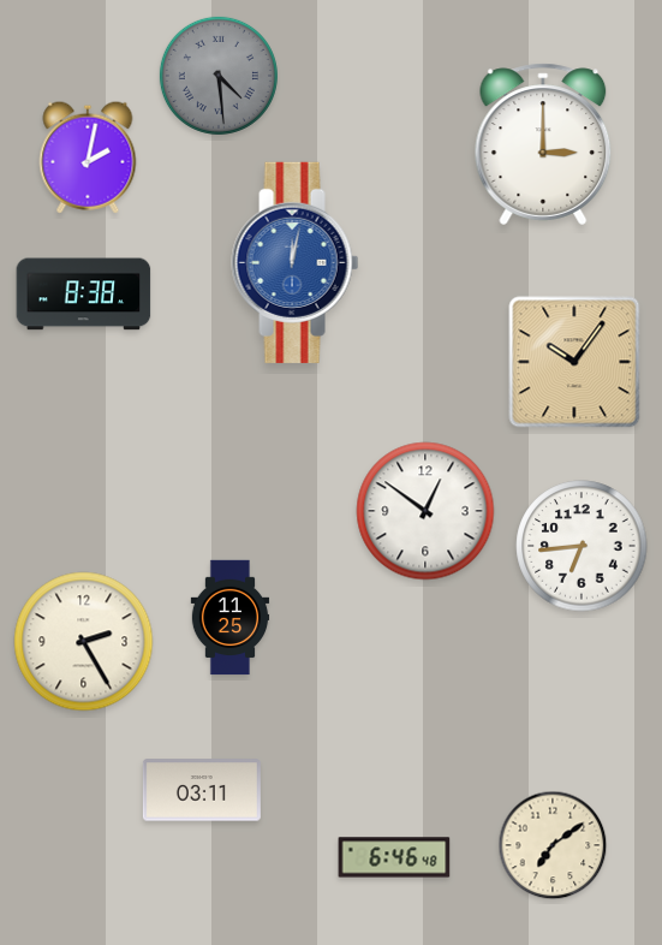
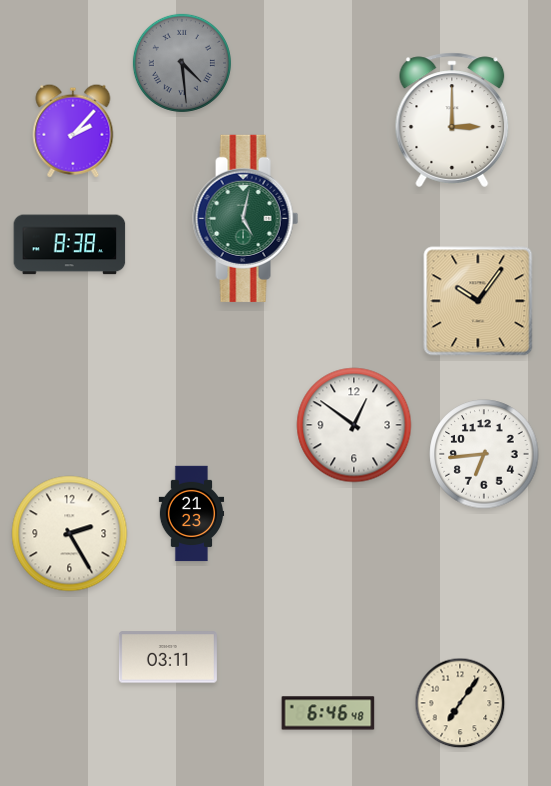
clock at (88, 157): 2:02 -> 2:07
clock at (296, 262): 12:02 -> 5:02
clock at (296, 262) dial: blue -> green
clock at (231, 618): 11:25 -> 21:23
clock at (553, 845): 7:09 -> 7:06
